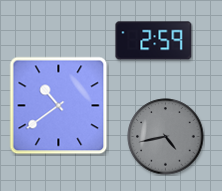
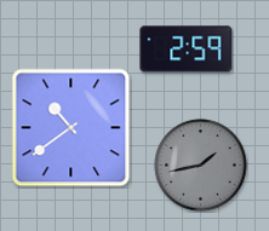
clock at (166, 137): 4:43 -> 1:43
